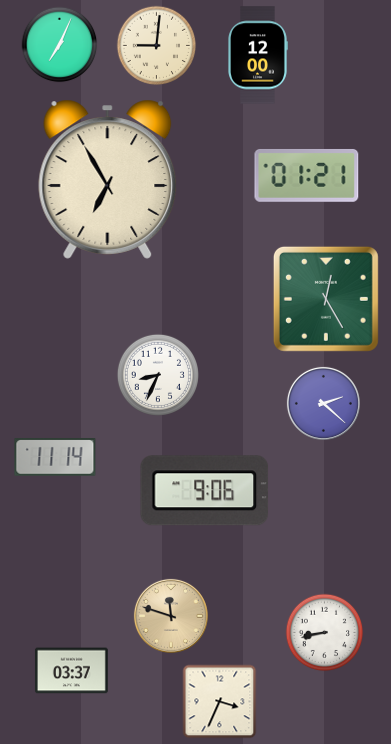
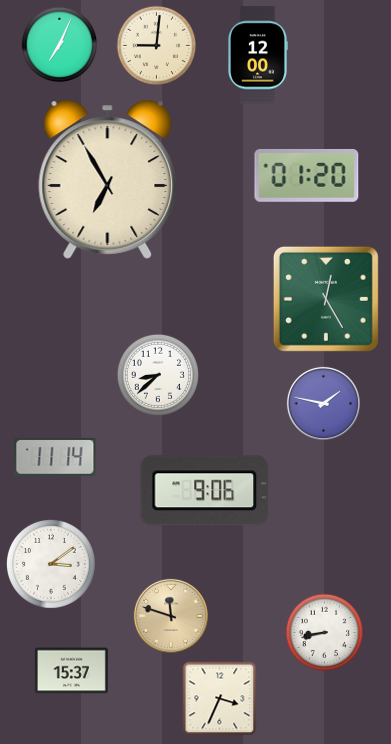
clock at (307, 175): 01:21 -> 01:20
clock at (158, 375): 8:34 -> 8:38
clock at (323, 403): 2:22 -> 1:47
clock at (51, 564): none -> 3:09
clock at (71, 671): 03:37 -> 15:37
clock at (220, 702) position: (220, 702) -> (220, 699)
